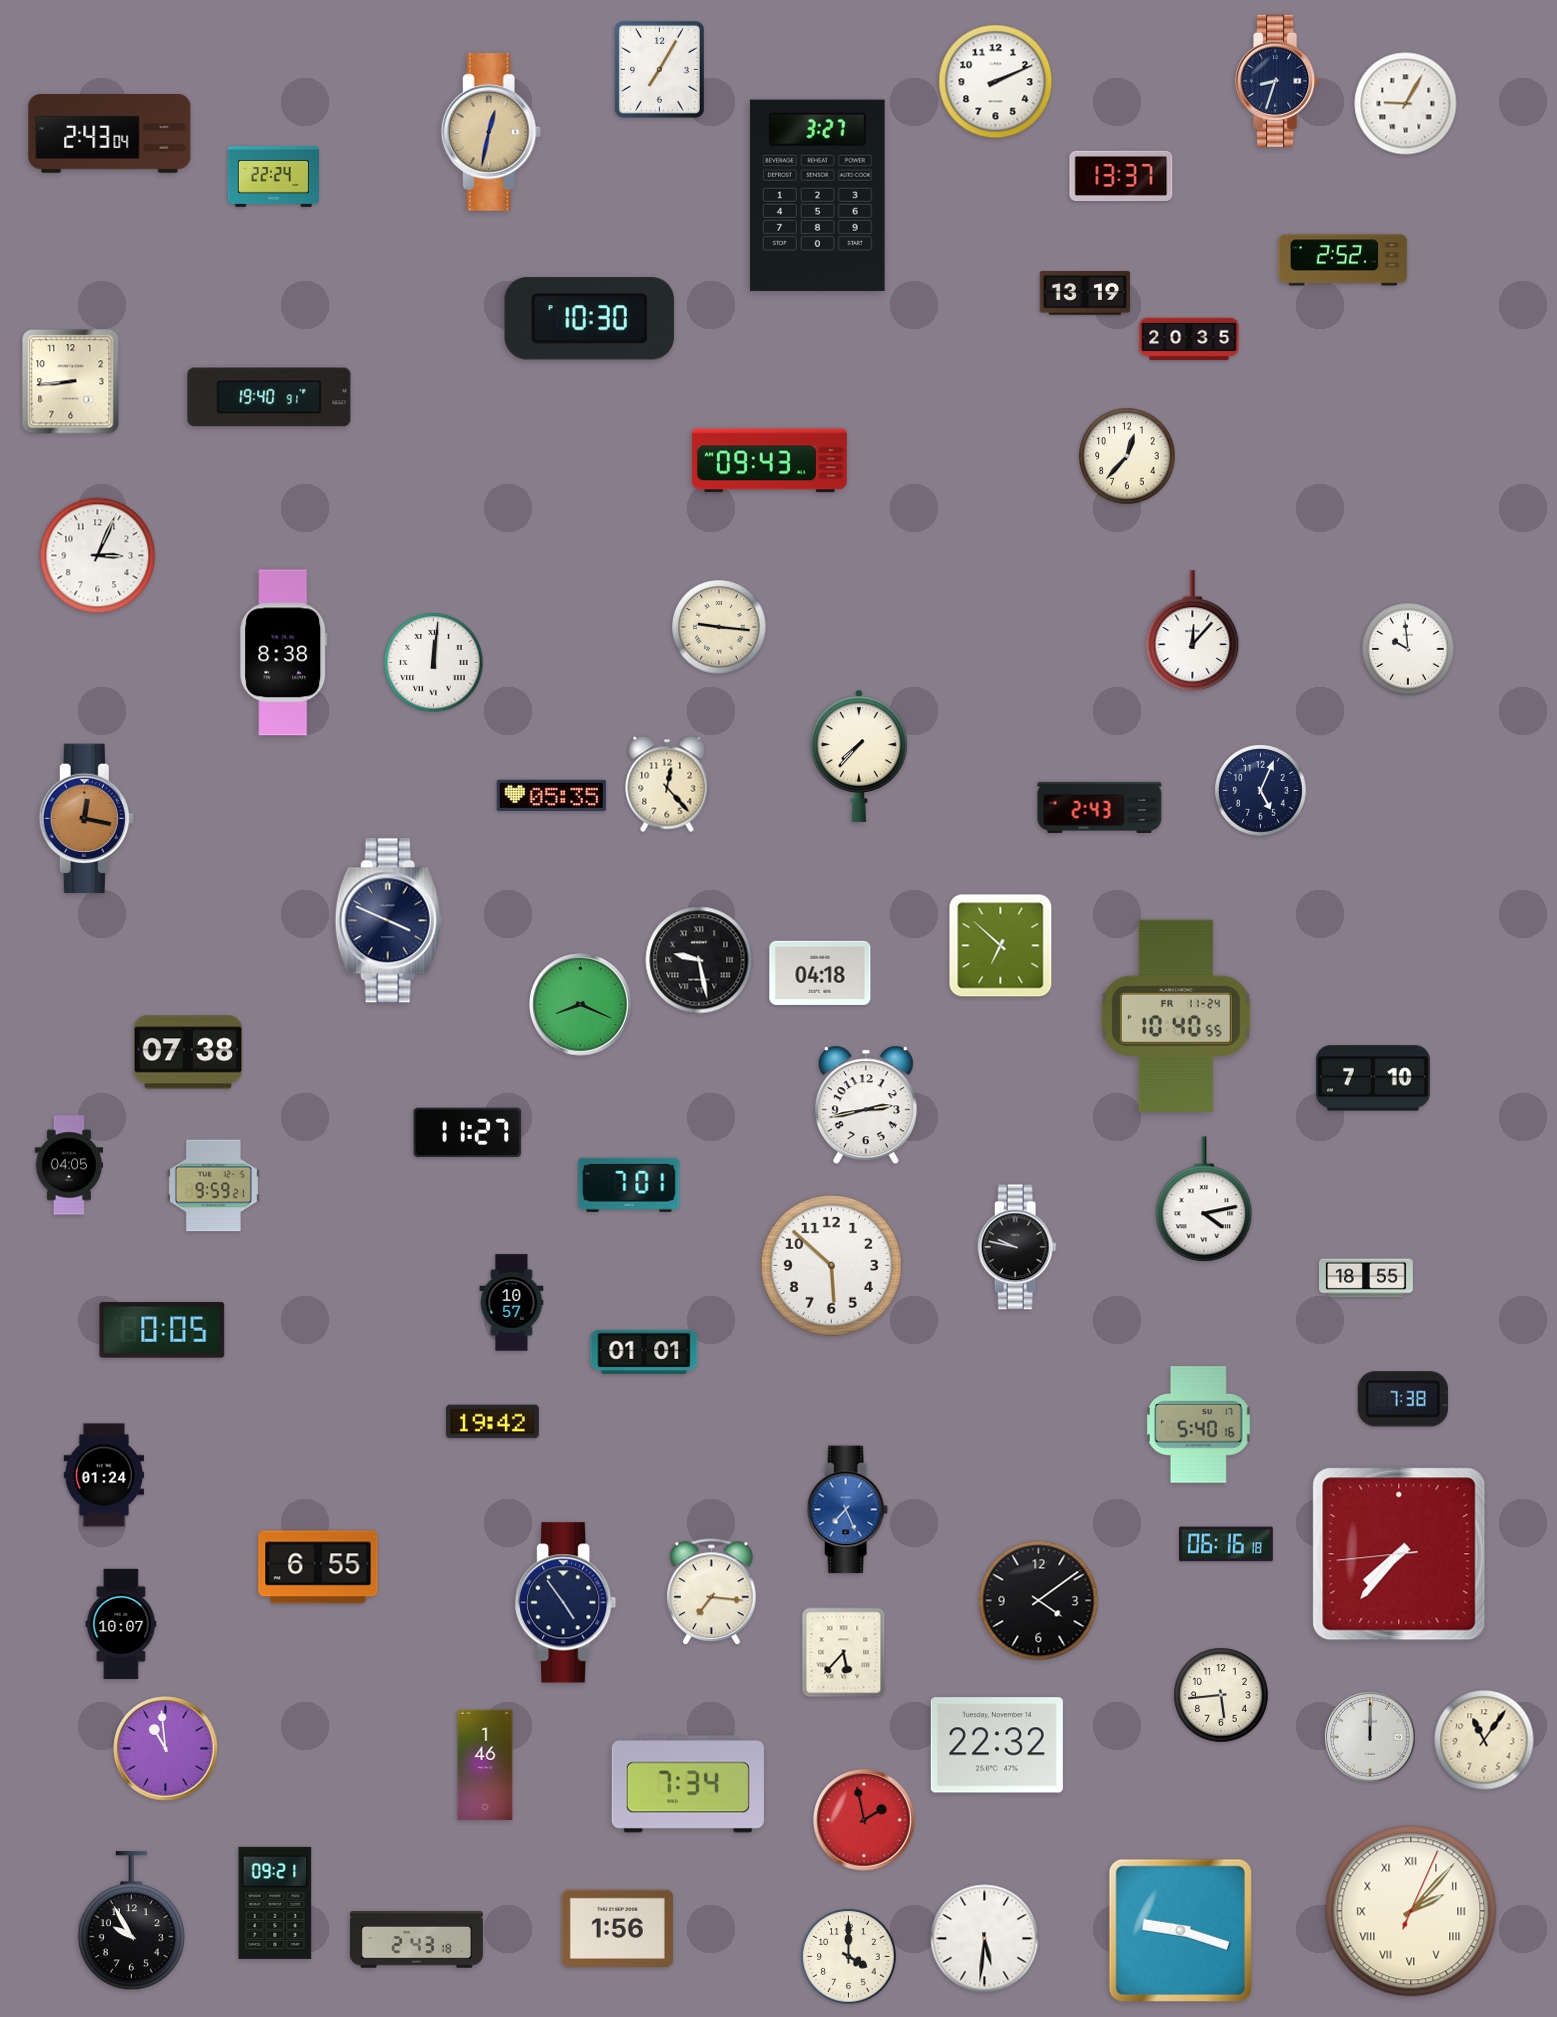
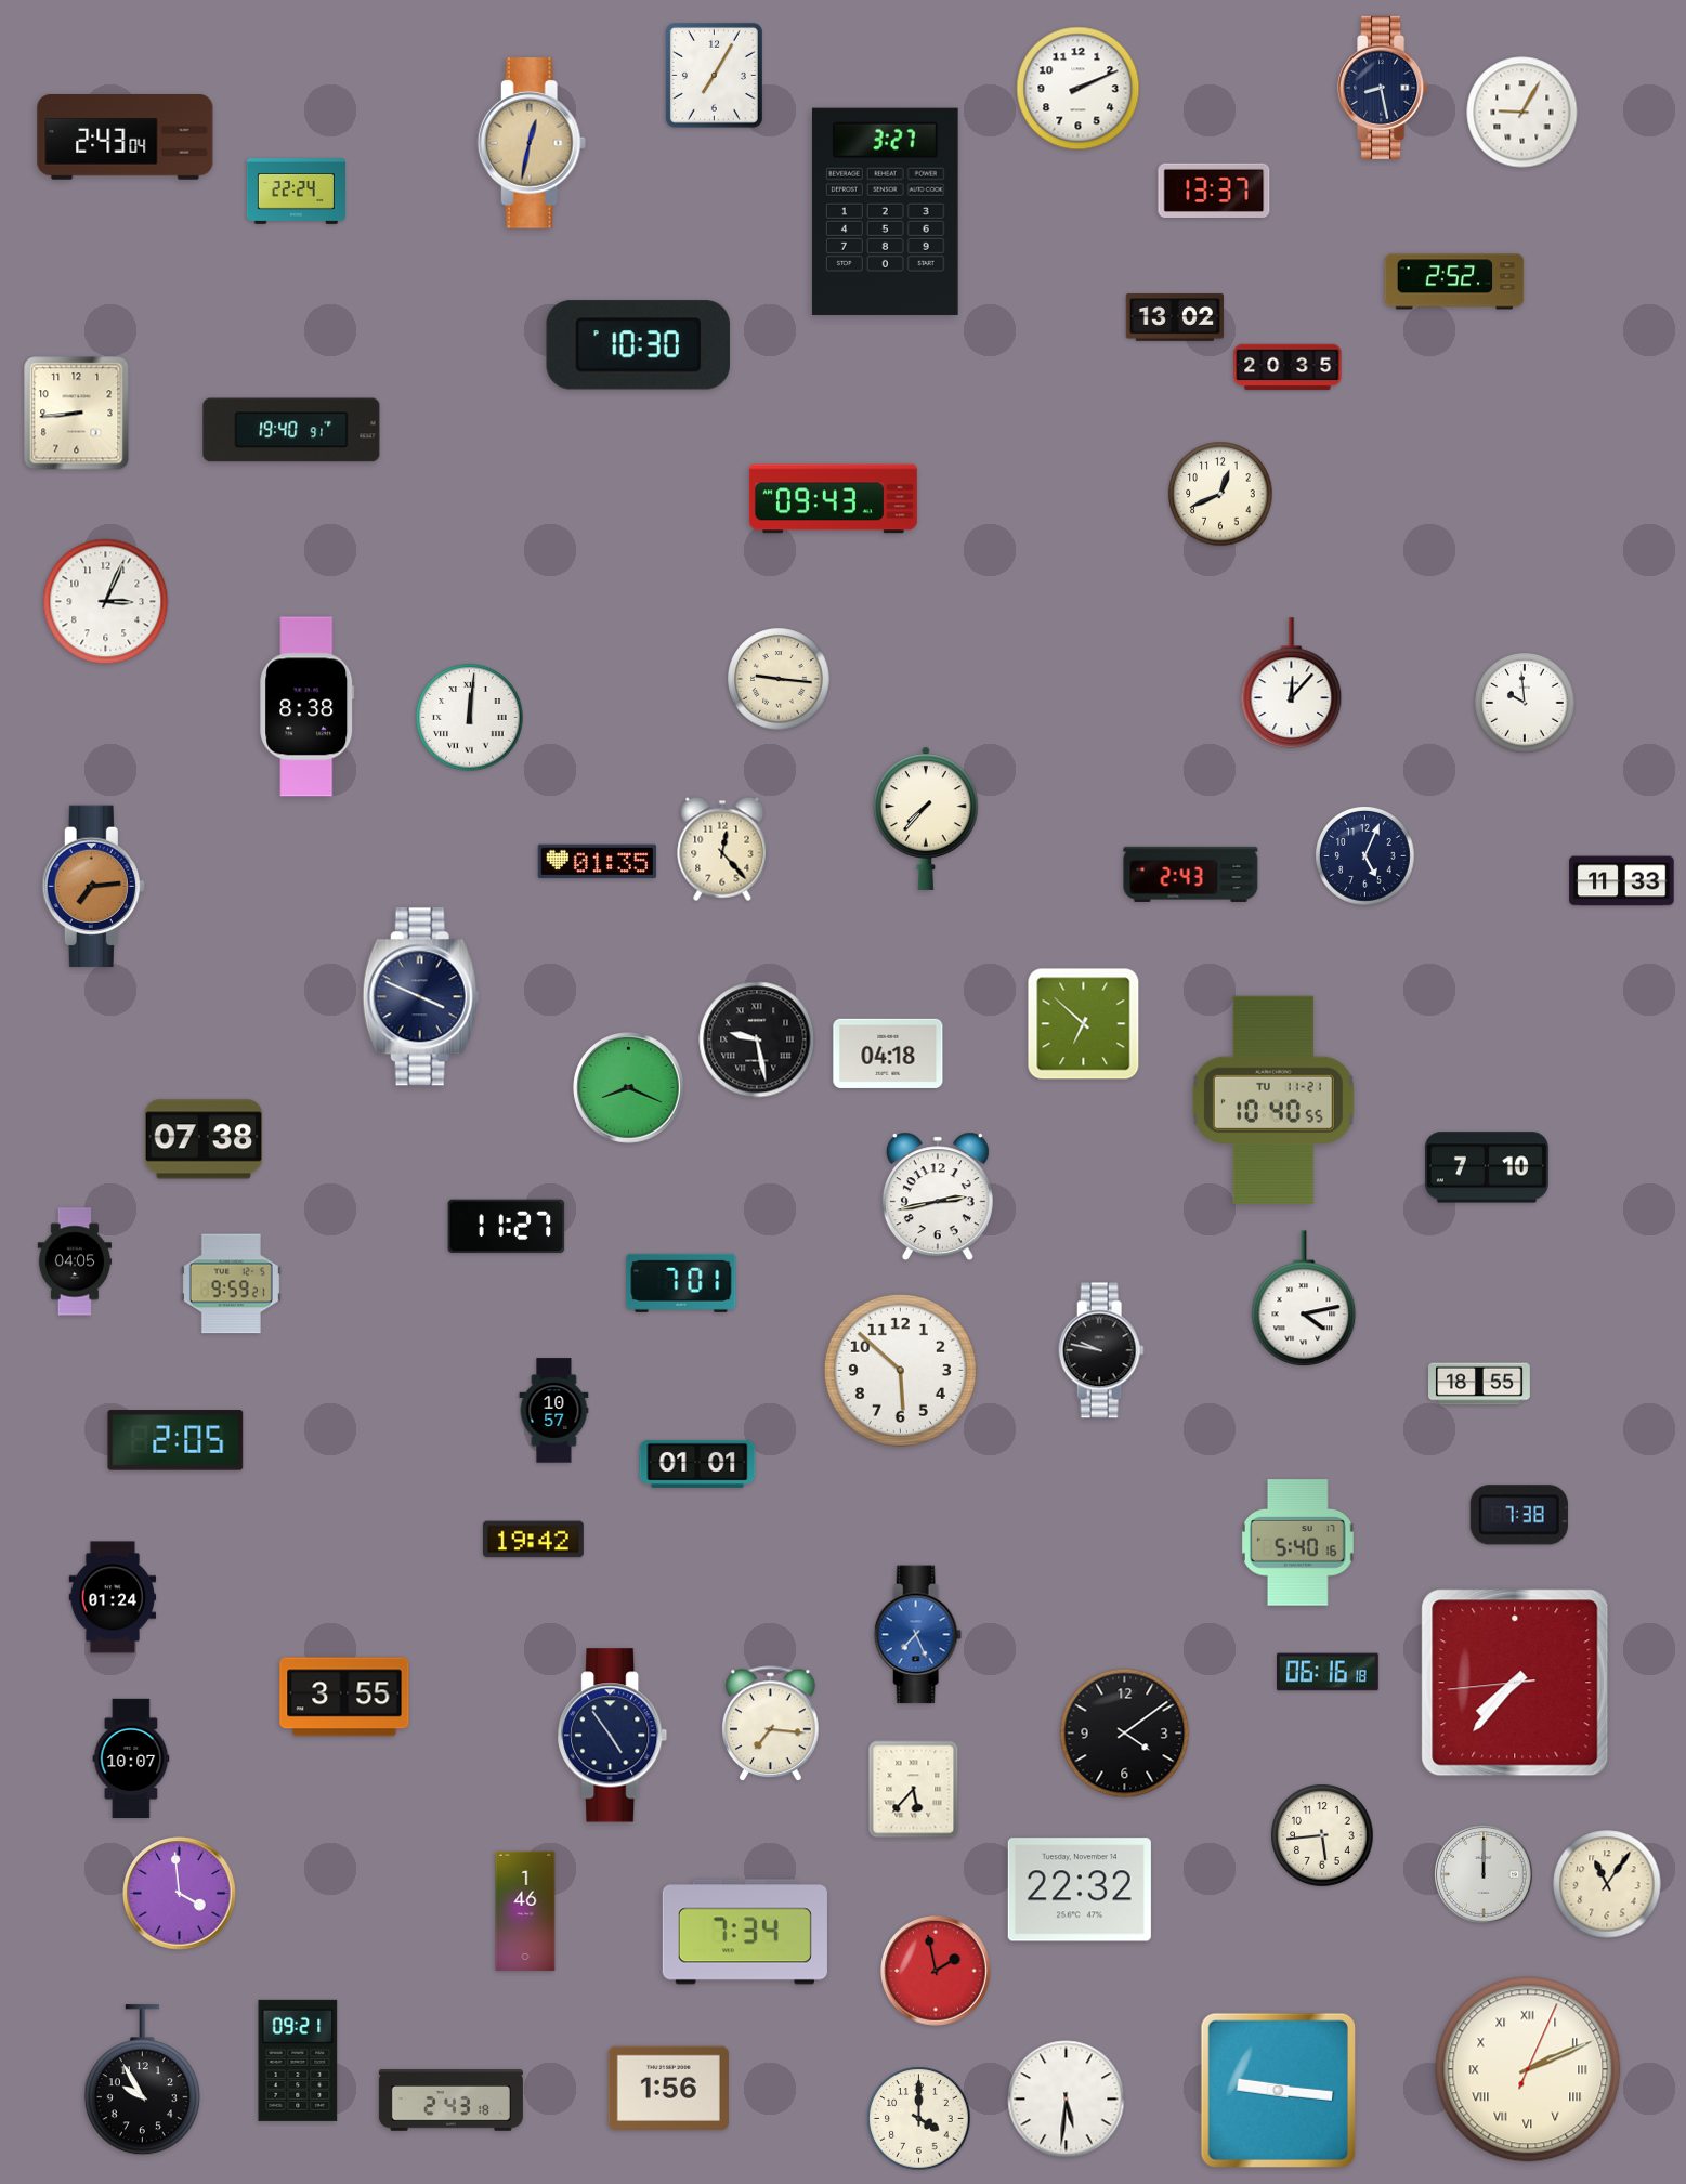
clock at (1278, 81): 8:33 -> 8:28
clock at (110, 134) position: (110, 134) -> (126, 138)
clock at (1084, 293): 13:19 -> 13:02
clock at (1127, 456): 12:37 -> 12:41
clock at (860, 756) position: (860, 756) -> (927, 819)
clock at (552, 796): 05:35 -> 01:35
clock at (1622, 881): none -> 11:33
clock at (86, 819): 12:17 -> 7:14
clock at (1176, 1016) date: FR 11-24 -> TU 11-21
clock at (162, 1330): 0:05 -> 2:05
clock at (318, 1567): 6:55 -> 3:55
clock at (1371, 1738) position: (1371, 1738) -> (1485, 1875)
clock at (166, 1749): 10:59 -> 3:59
clock at (1411, 1911): 2:07 -> 2:11
clock at (1180, 1930): 9:18 -> 9:16
